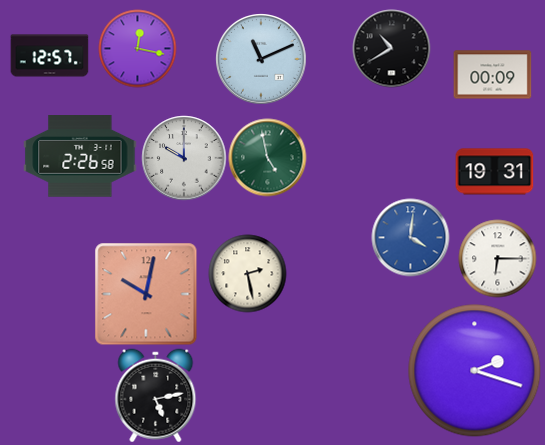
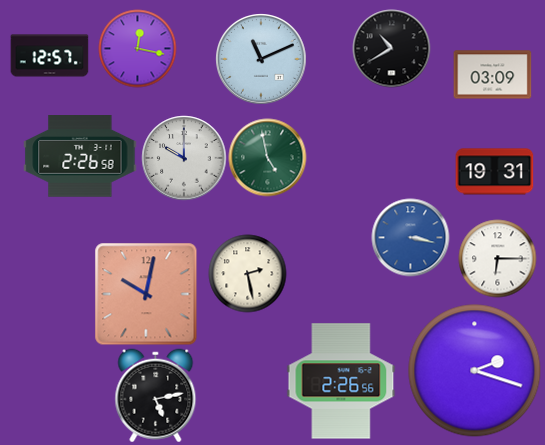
clock at (492, 75): 00:09 -> 03:09
clock at (410, 237): 4:01 -> 3:17
clock at (341, 381): none -> 2:26
